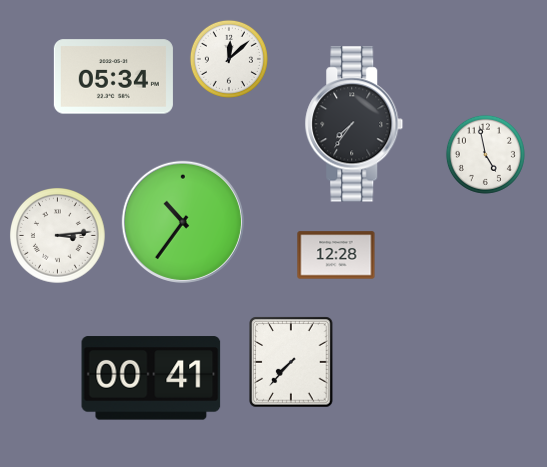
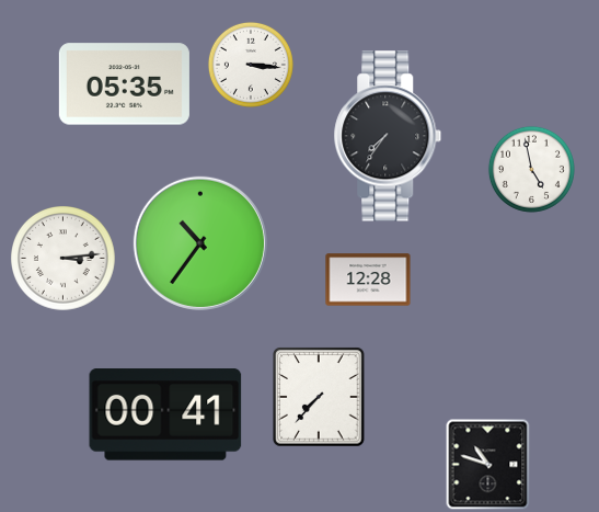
clock at (229, 59): 12:08 -> 3:16
clock at (113, 77): 05:34 -> 05:35
clock at (488, 465): none -> 10:48
